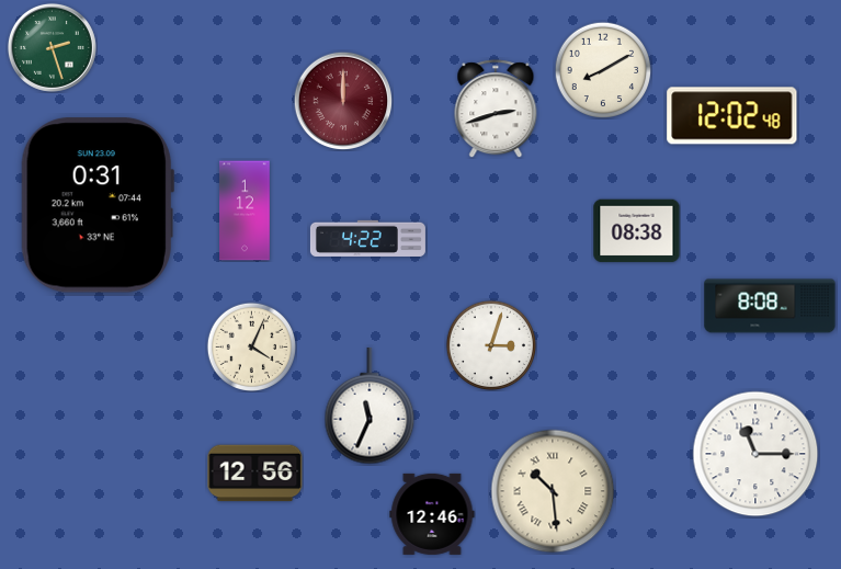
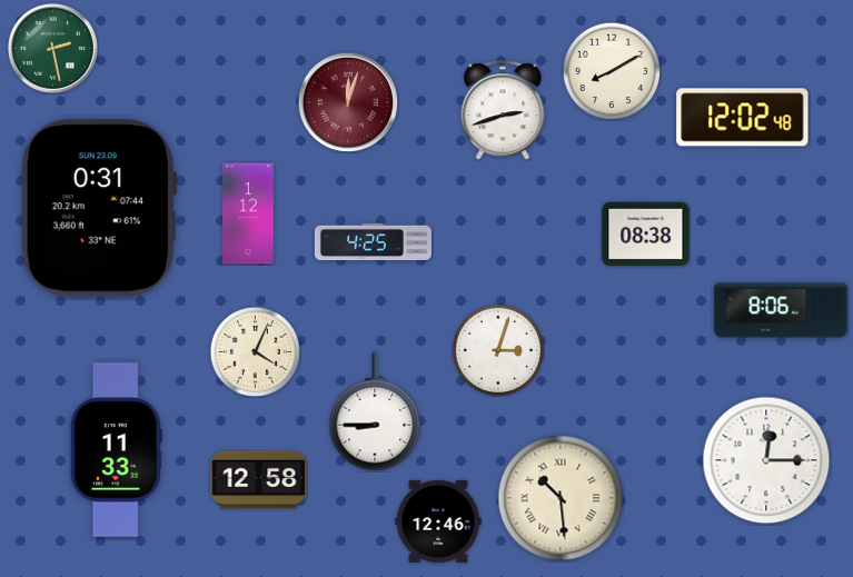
clock at (52, 47): 2:27 -> 2:28
clock at (343, 101): 12:00 -> 12:03
clock at (367, 238): 4:22 -> 4:25
clock at (770, 306): 8:08 -> 8:06
clock at (370, 406): 11:34 -> 8:45
clock at (116, 450): none -> 11:33
clock at (755, 454): 11:15 -> 12:15
clock at (255, 474): 12:56 -> 12:58
